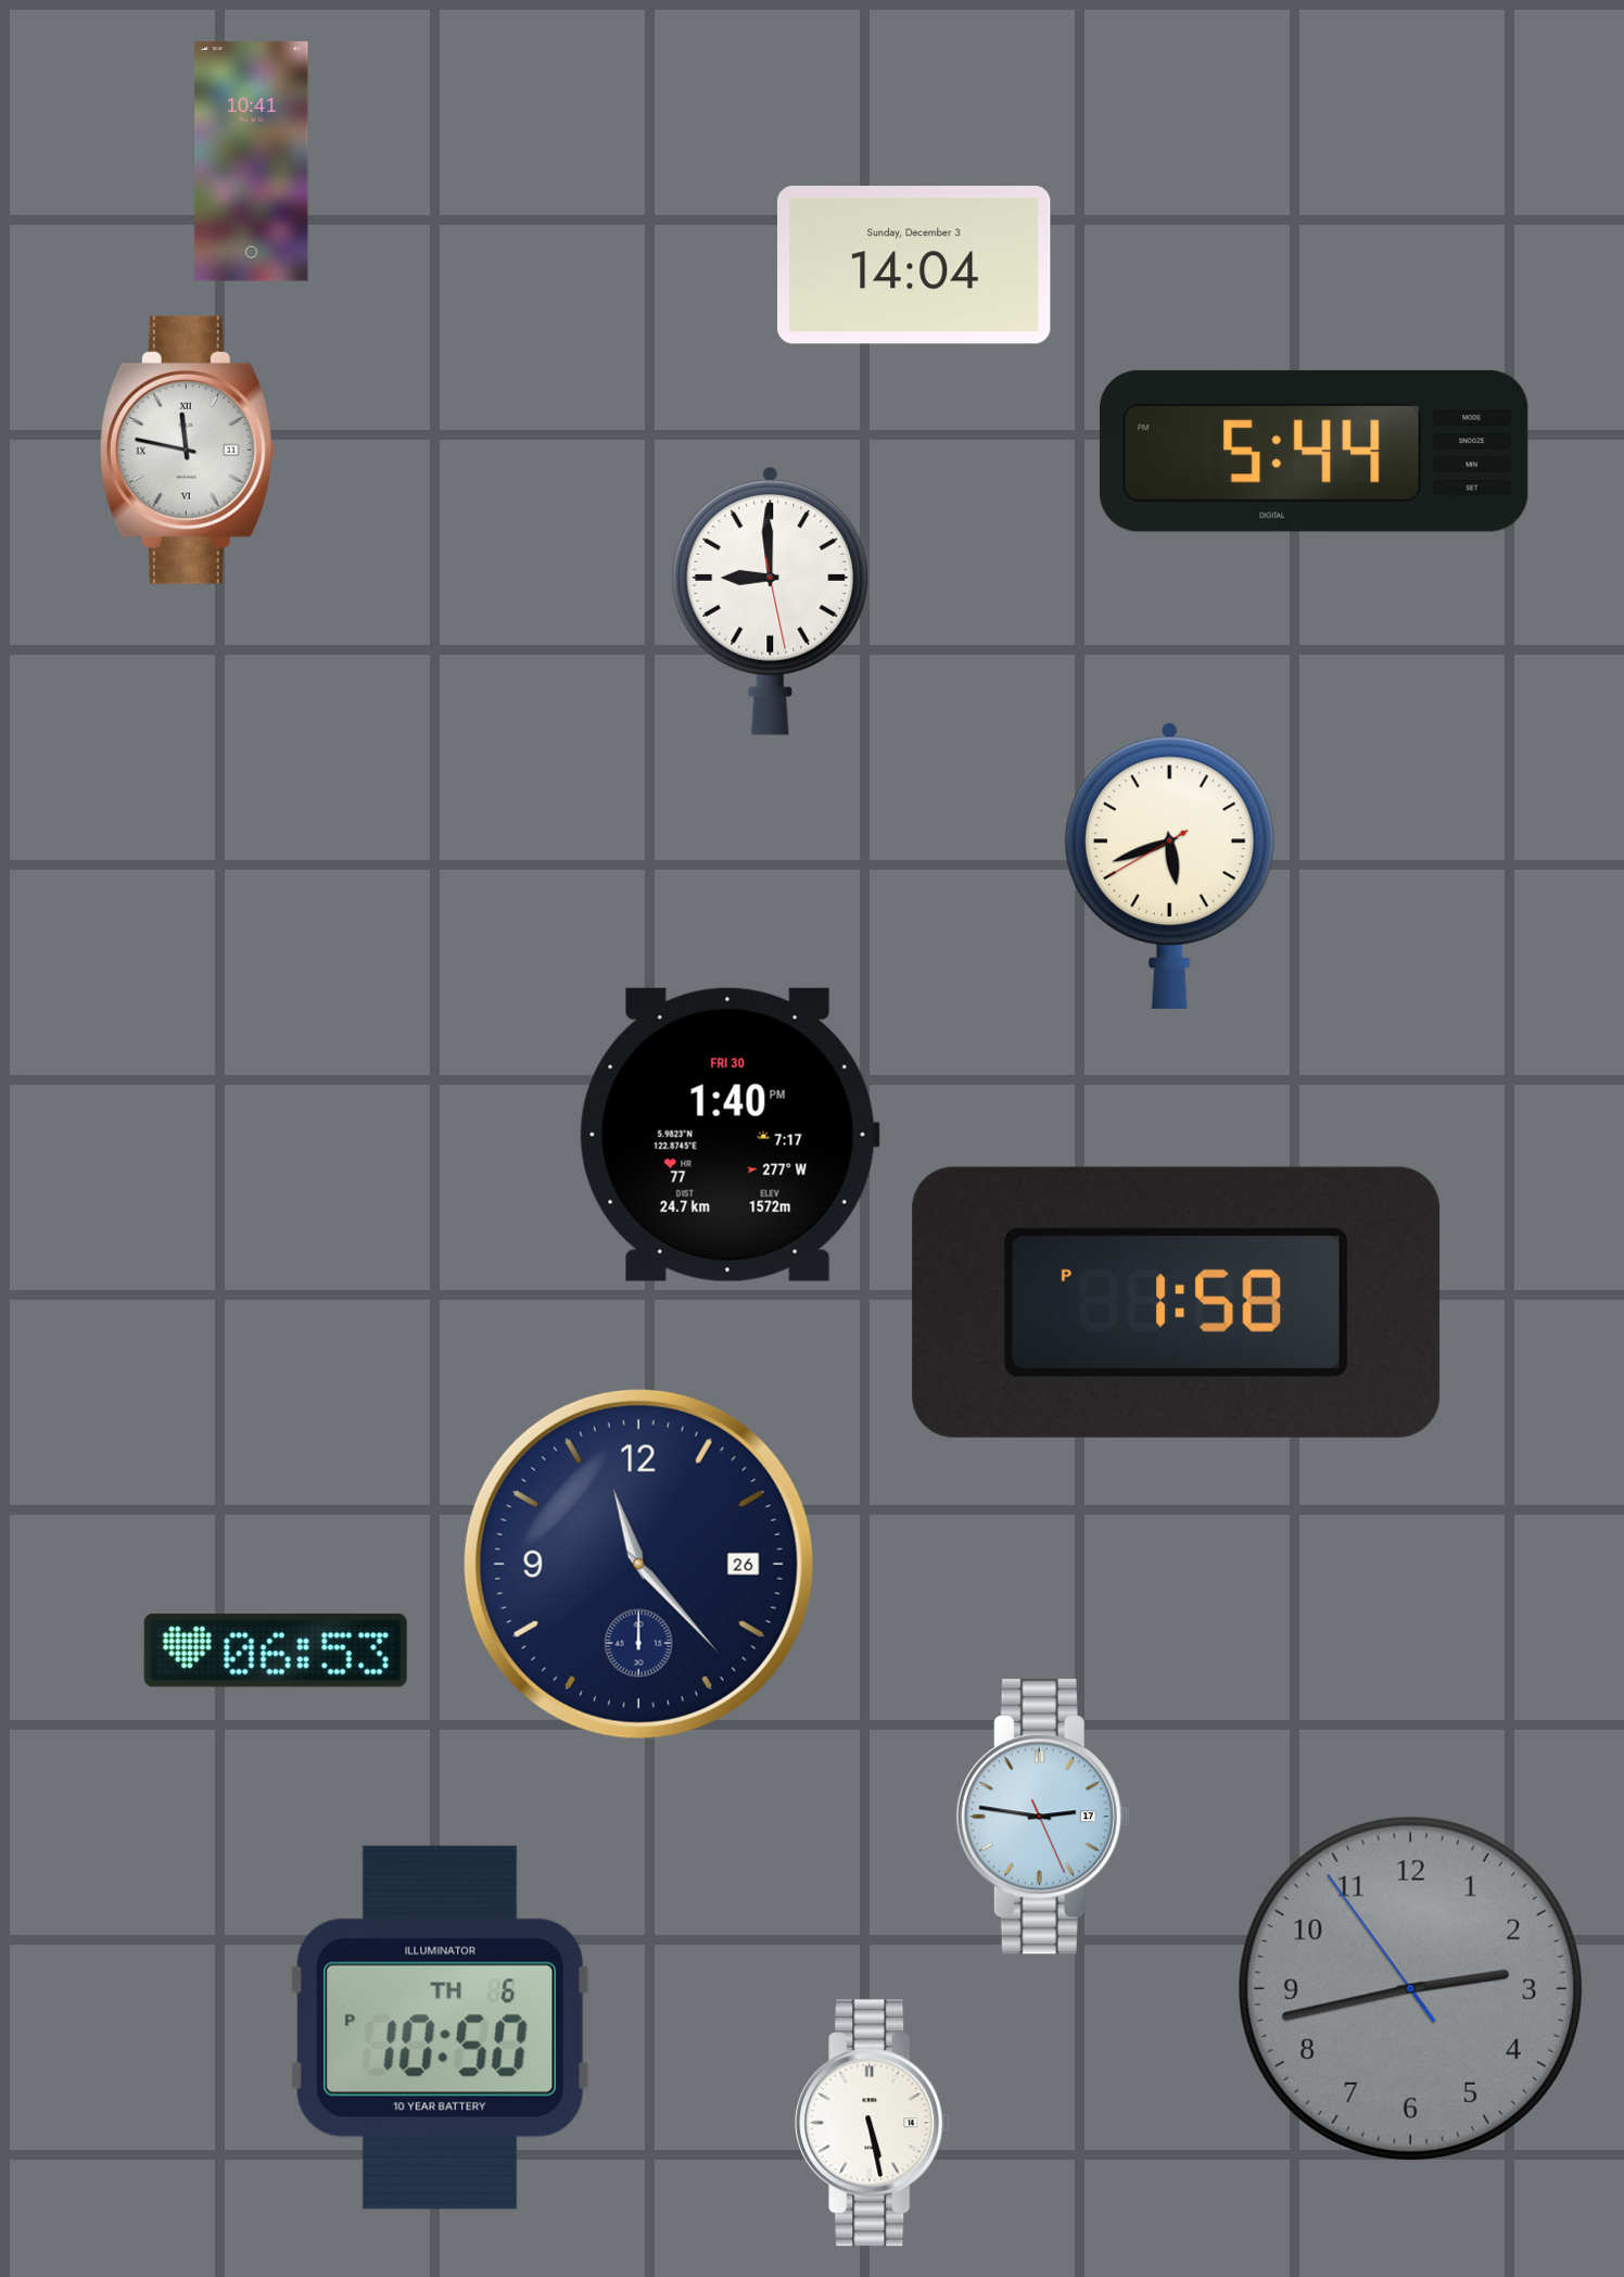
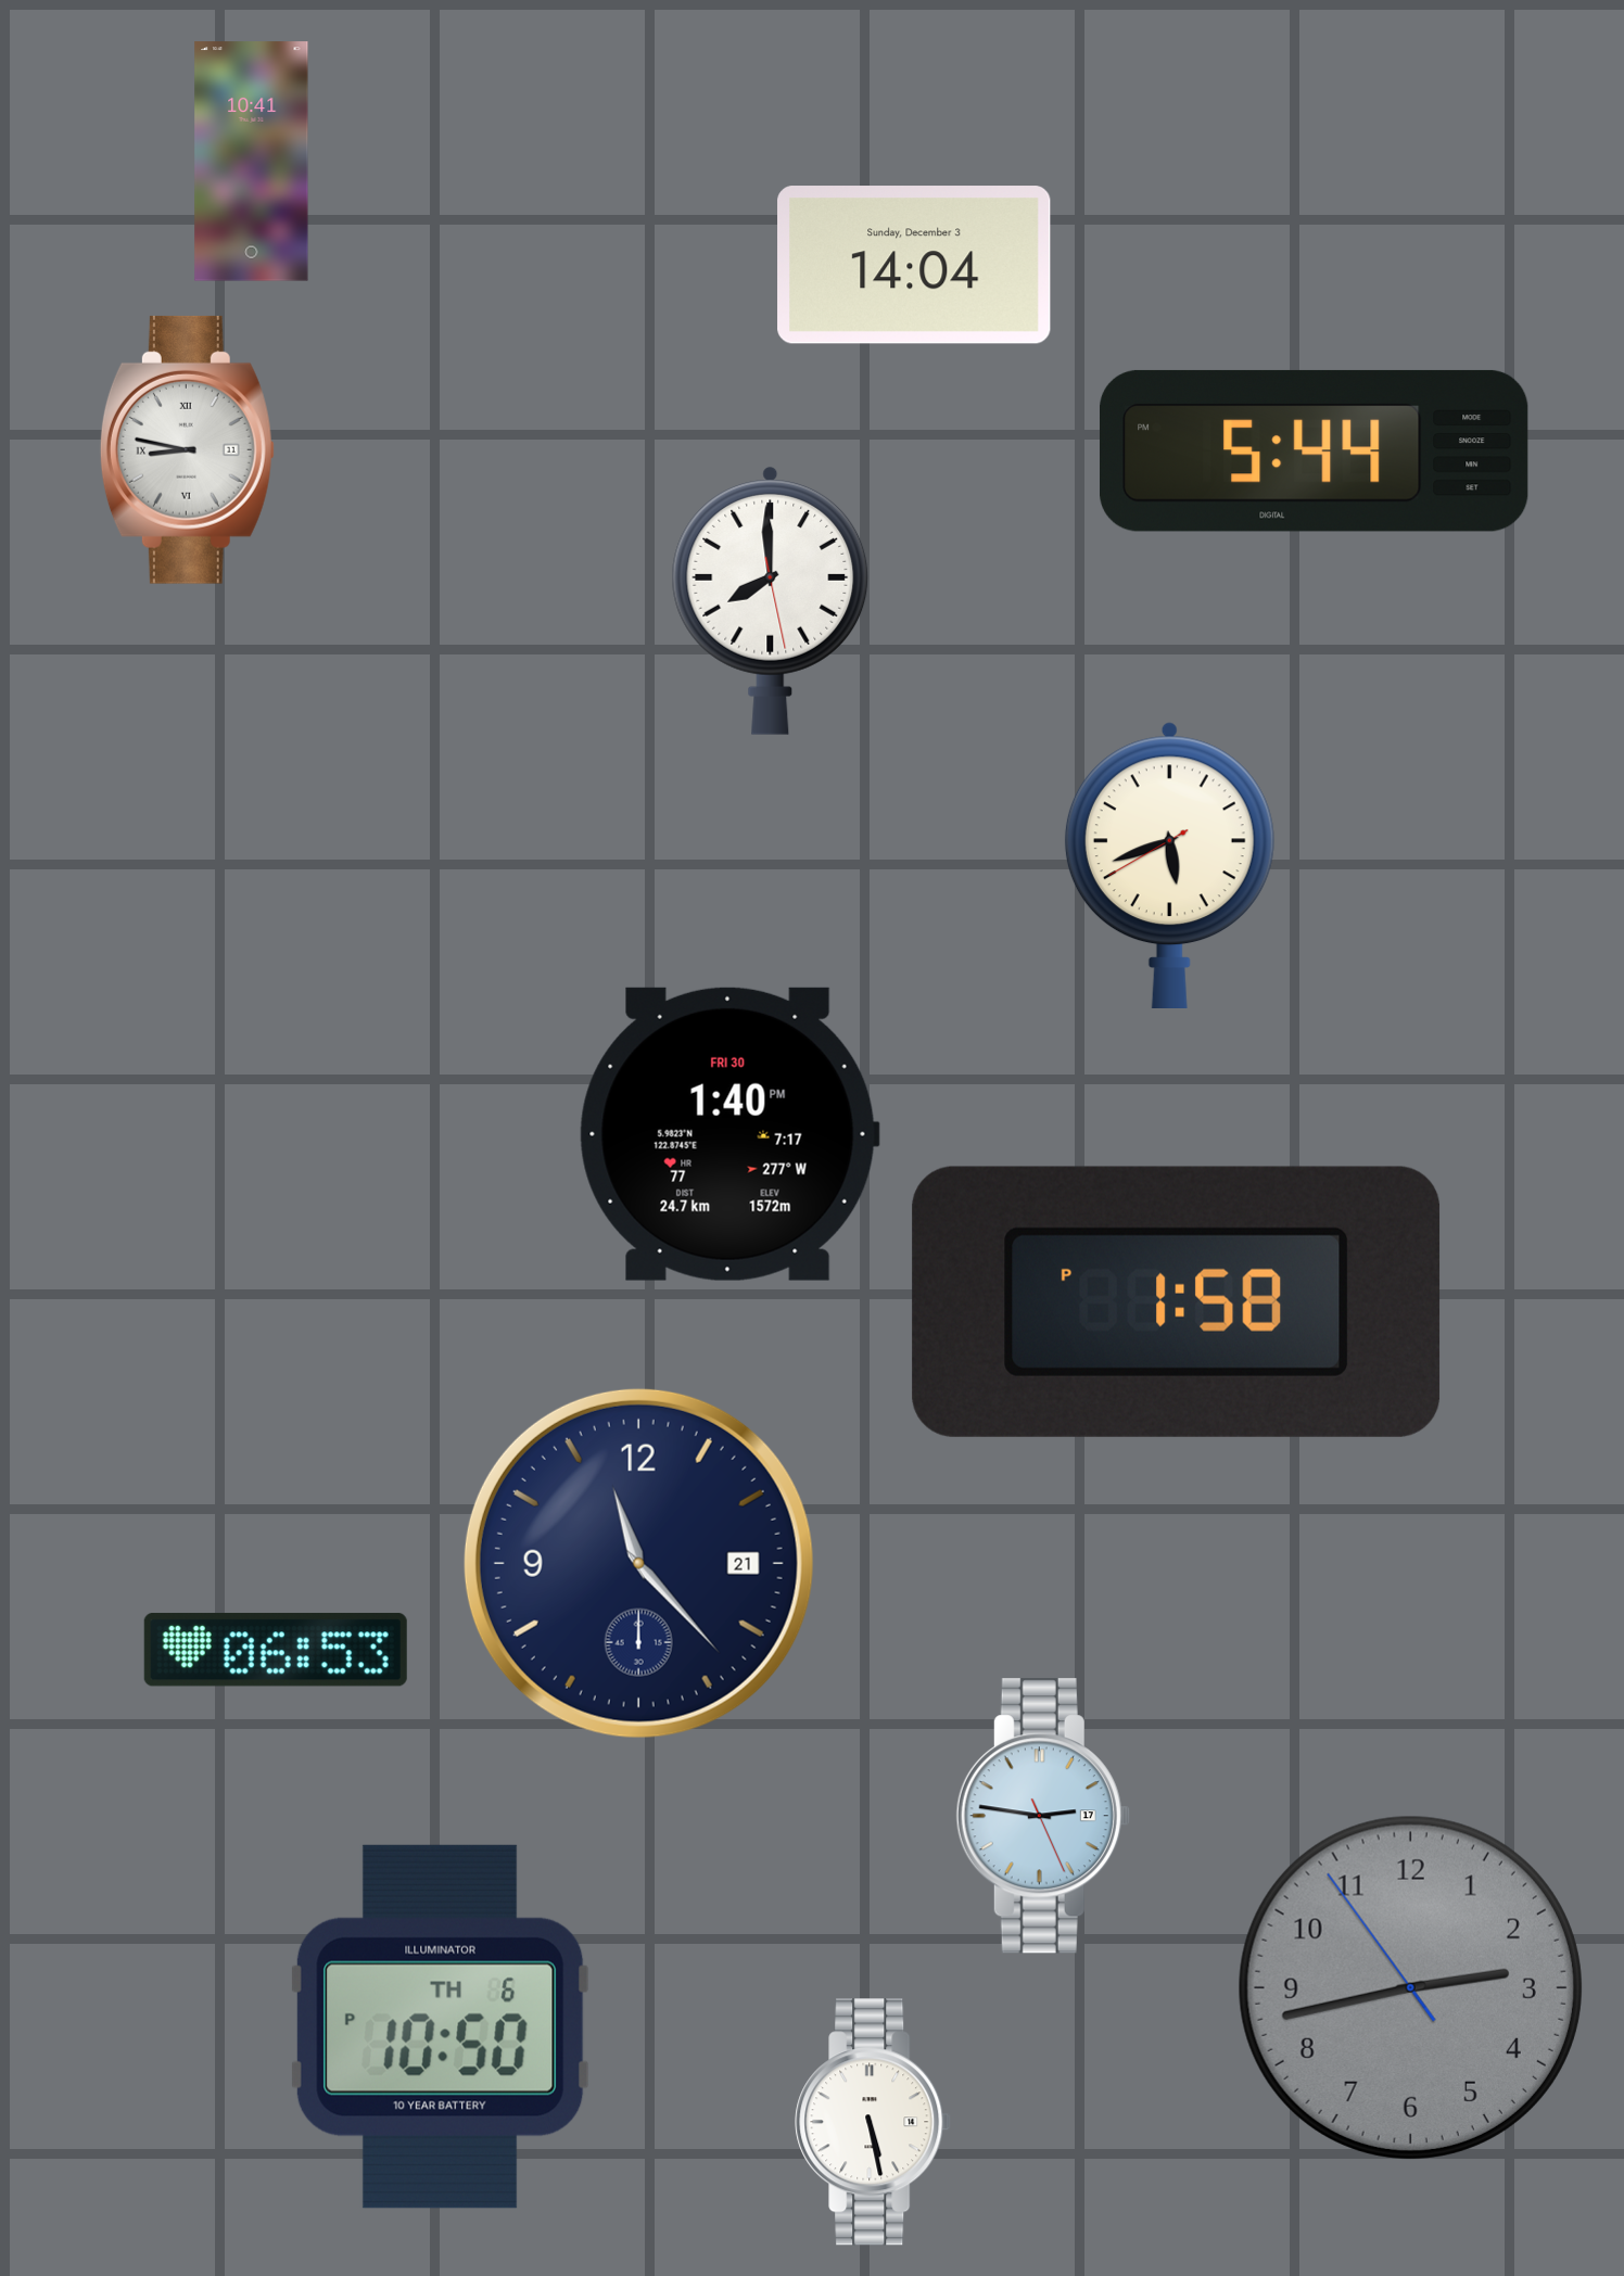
clock at (187, 450): 11:47 -> 8:47
clock at (771, 602): 8:59 -> 7:59
clock at (638, 1564) date: 26 -> 21
